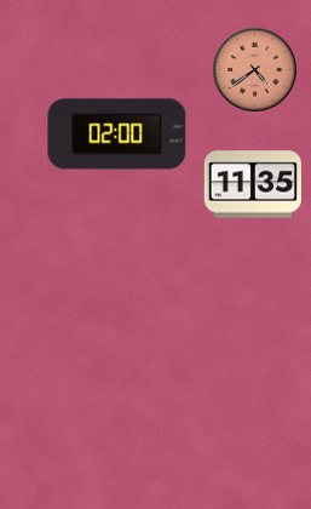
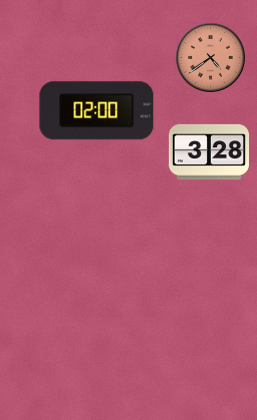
clock at (252, 184): 11:35 -> 3:28
